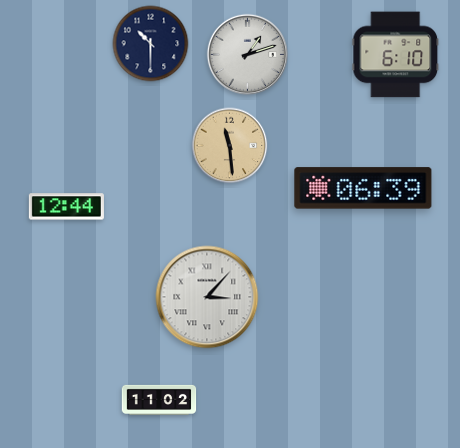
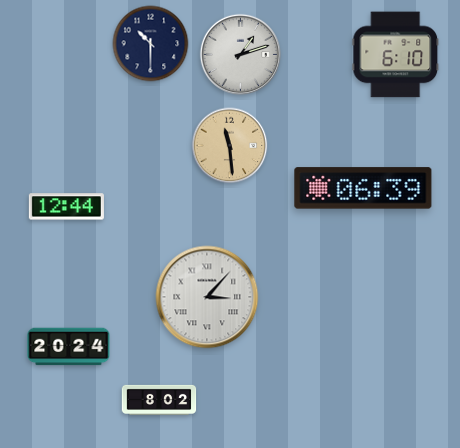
clock at (247, 54) position: (247, 54) -> (240, 54)
clock at (69, 347): none -> 20:24
clock at (159, 400): 11:02 -> 8:02
